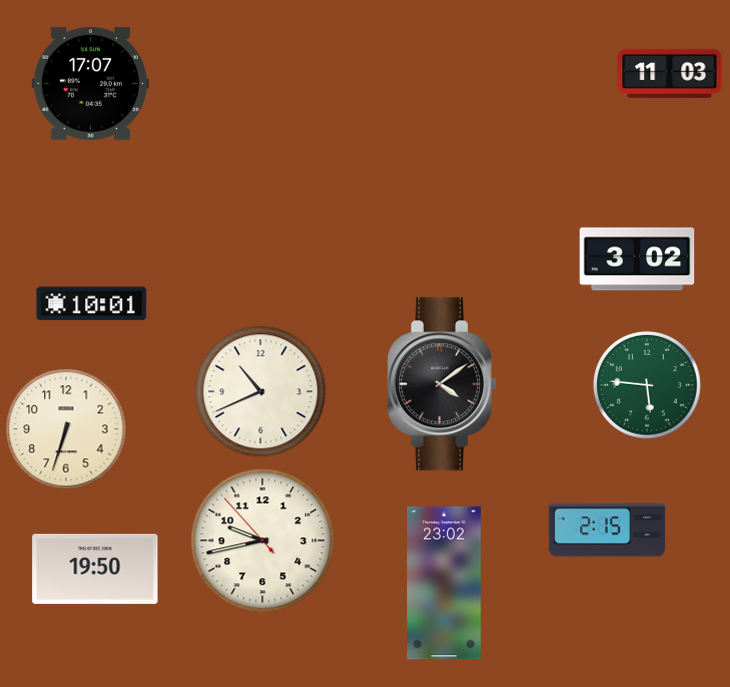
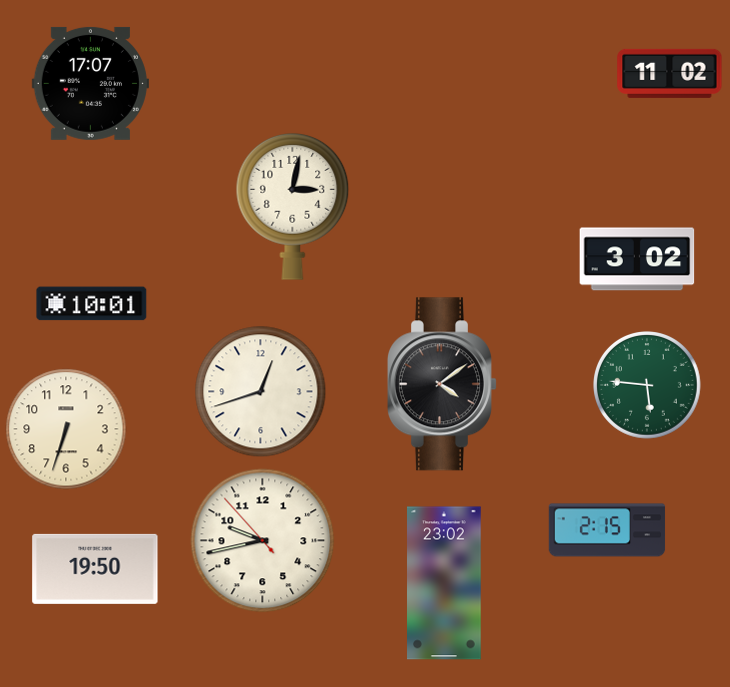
clock at (670, 73): 11:03 -> 11:02
clock at (293, 206): none -> 3:02
clock at (261, 392): 10:41 -> 12:42
